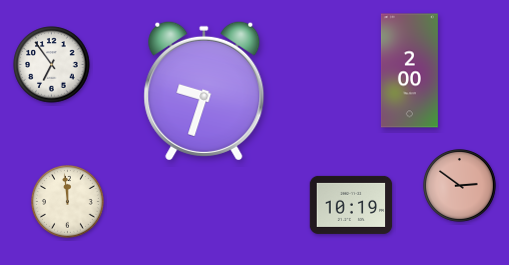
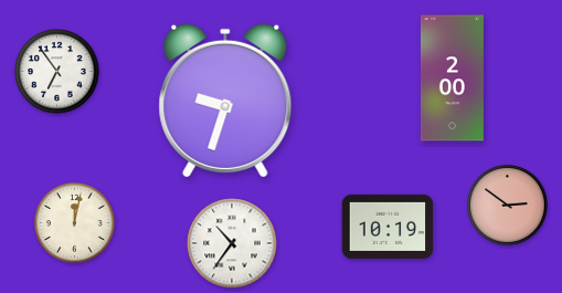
clock at (68, 202): 11:59 -> 12:02
clock at (232, 243): none -> 10:36
